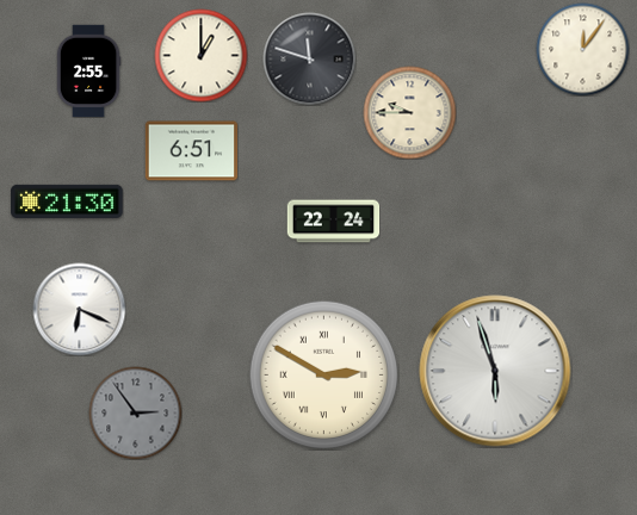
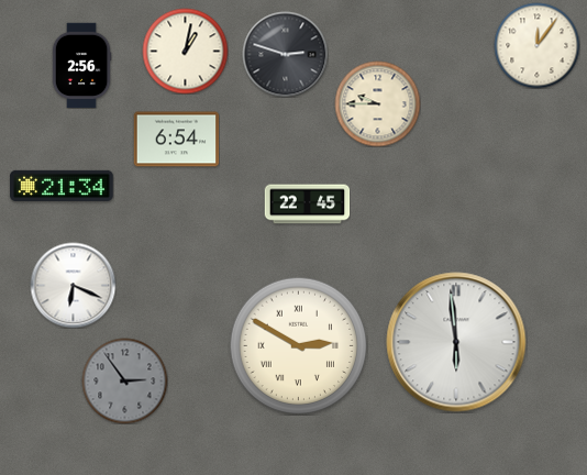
clock at (200, 55): 1:00 -> 1:02
clock at (309, 58): 11:48 -> 2:48
clock at (88, 70): 2:55 -> 2:56
clock at (191, 151): 6:51 -> 6:54
clock at (67, 201): 21:30 -> 21:34
clock at (333, 222): 22:24 -> 22:45
clock at (495, 371): 5:57 -> 5:59
